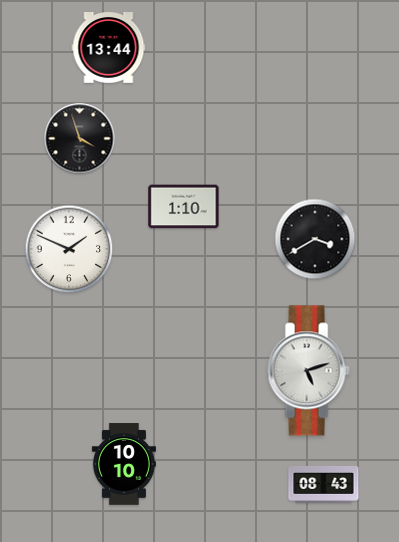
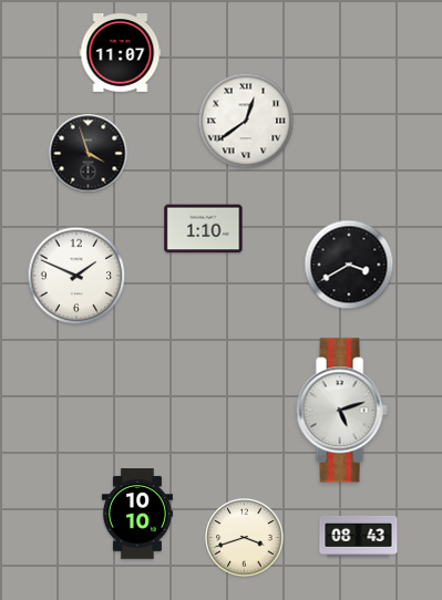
clock at (109, 48): 13:44 -> 11:07
clock at (246, 121): none -> 12:39
clock at (245, 538): none -> 3:42
